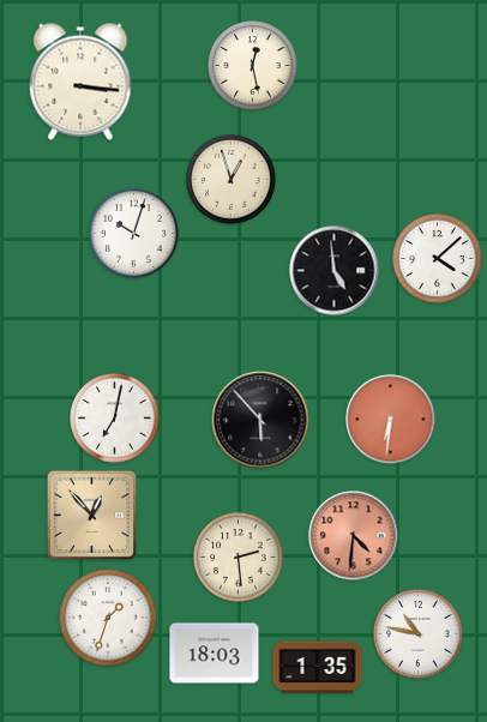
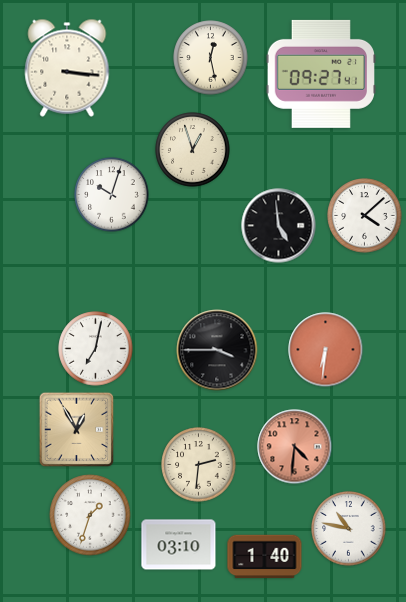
clock at (253, 66) position: (253, 66) -> (211, 58)
clock at (320, 74): none -> 09:27
clock at (260, 420): 5:53 -> 3:45
clock at (92, 516): 12:53 -> 12:55
clock at (239, 558): 2:29 -> 2:31
clock at (215, 654): 18:03 -> 03:10
clock at (318, 668): 1:35 -> 1:40
